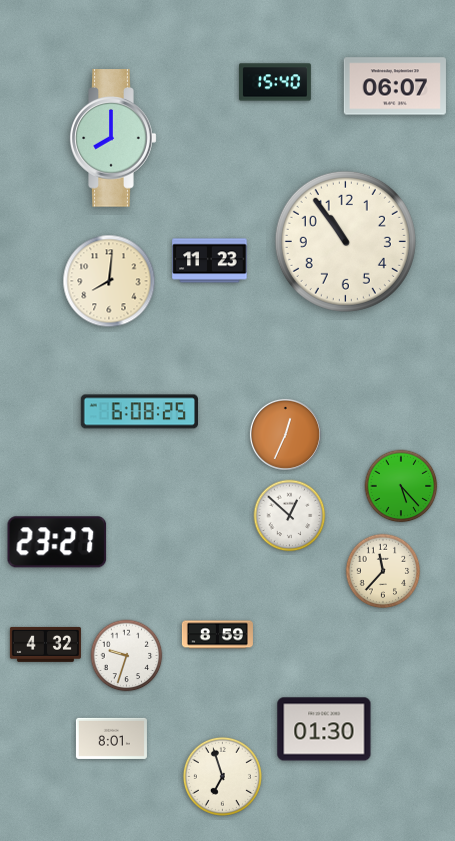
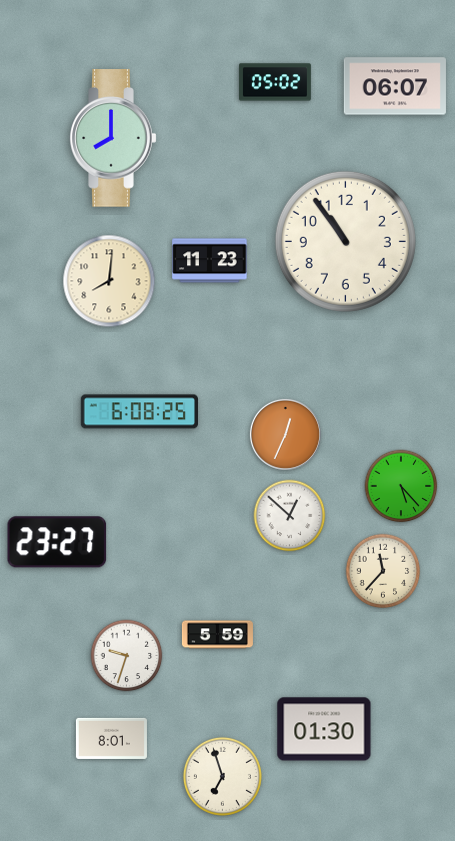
clock at (275, 82): 15:40 -> 05:02
clock at (217, 635): 8:59 -> 5:59
clock at (45, 644): 4:32 -> none
